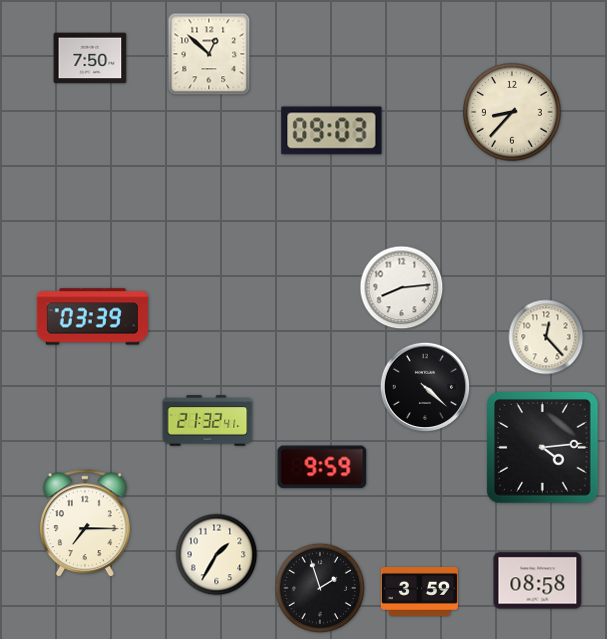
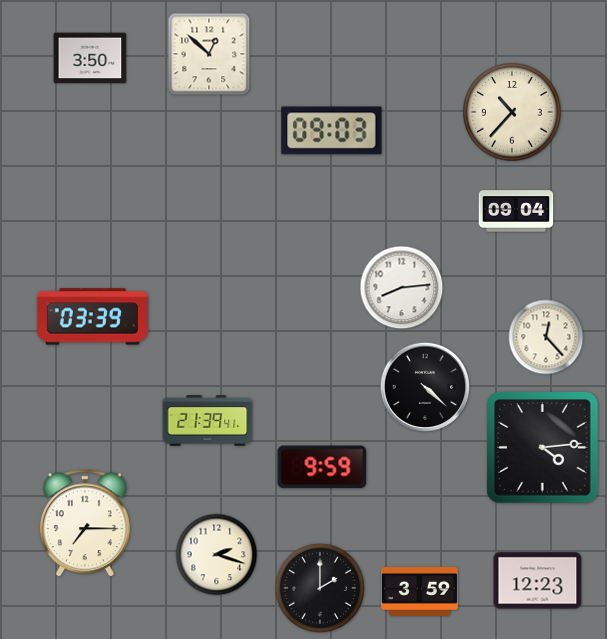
clock at (90, 58): 7:50 -> 3:50
clock at (512, 112): 8:37 -> 10:37
clock at (516, 211): none -> 09:04
clock at (208, 421): 21:32 -> 21:39
clock at (217, 555): 1:35 -> 2:18
clock at (538, 581): 08:58 -> 12:23
clock at (319, 587): 1:57 -> 2:00
